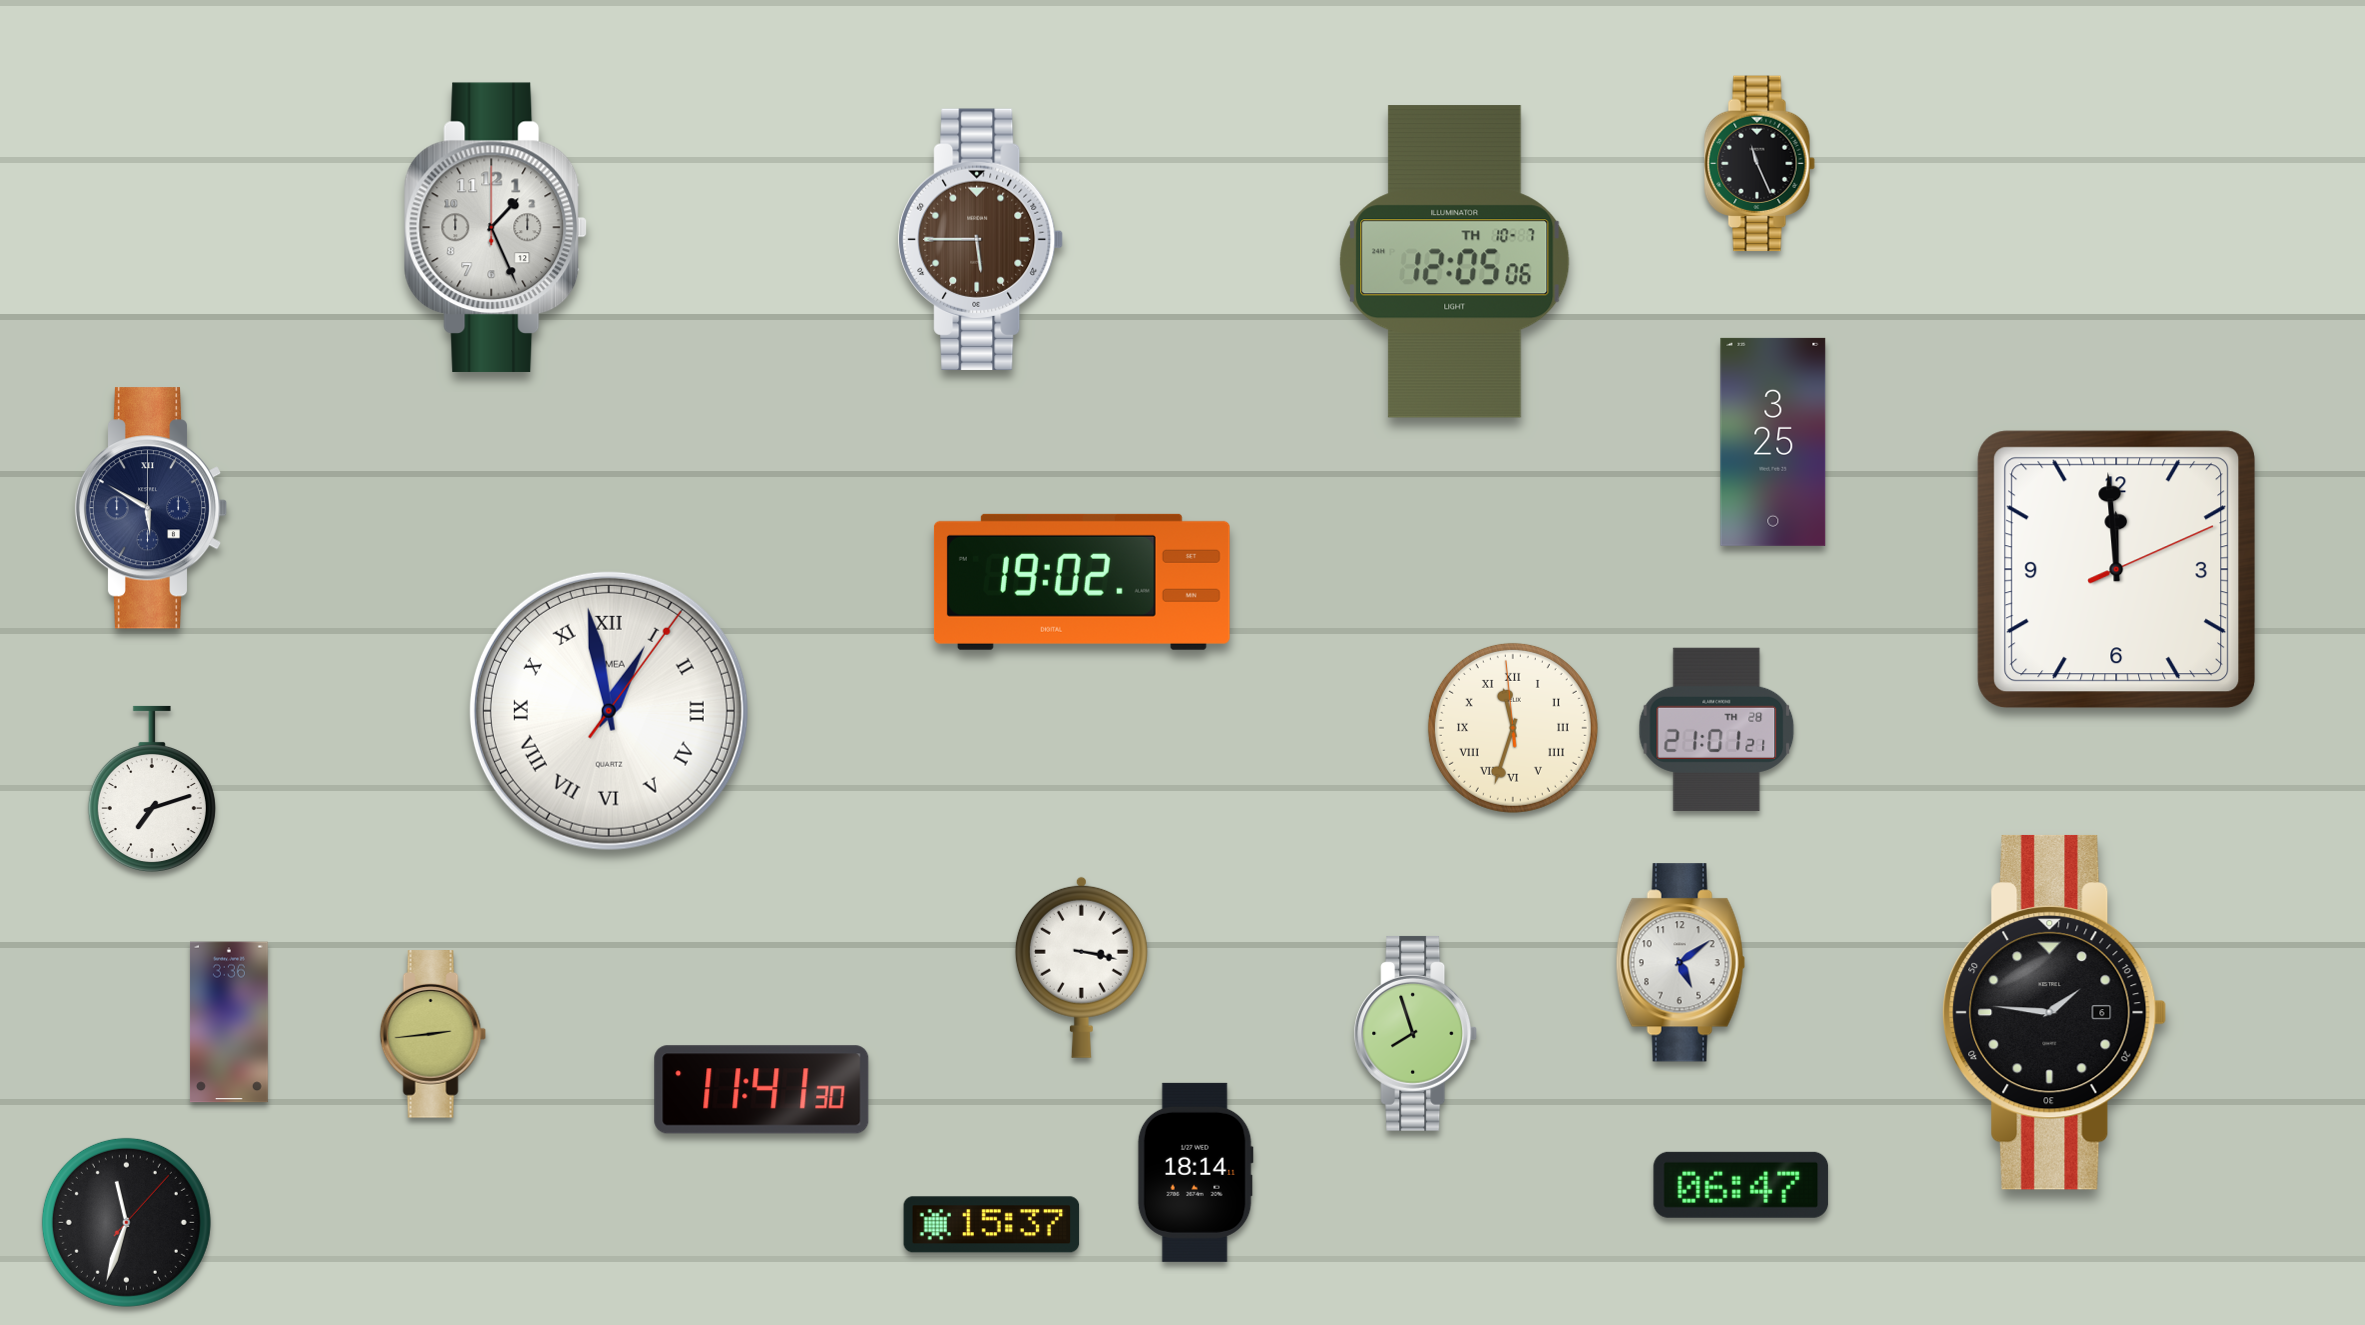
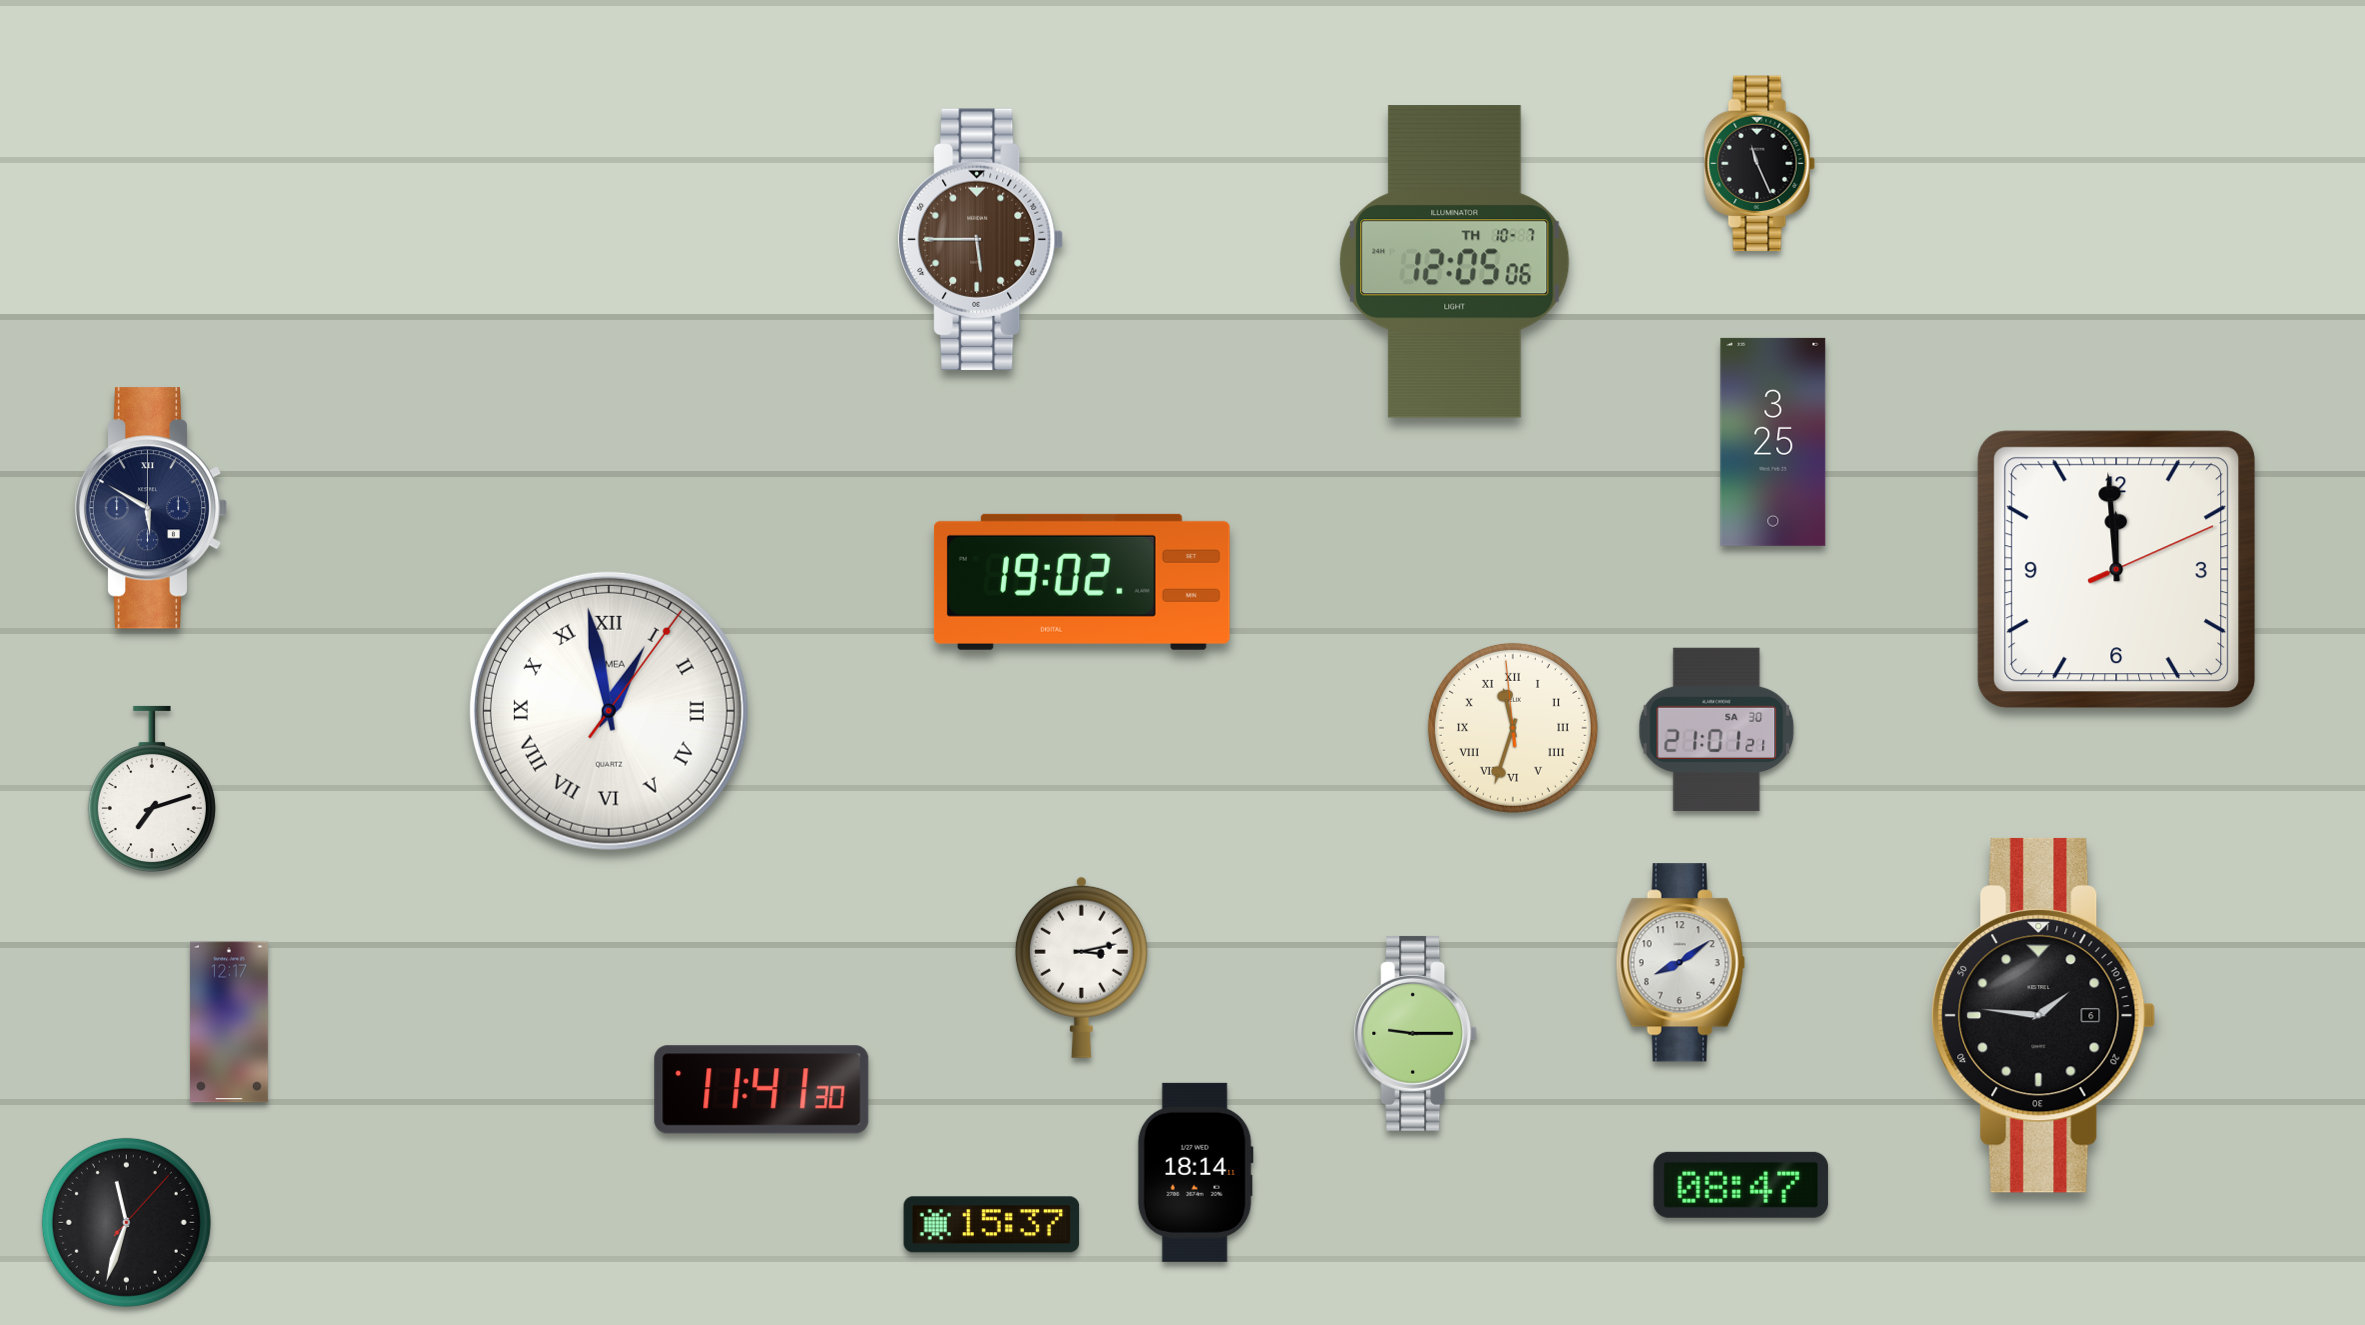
clock at (496, 227): 1:26 -> none
clock at (1717, 729) date: TH 28 -> SA 30
clock at (1680, 963): 5:09 -> 8:09
clock at (1081, 967): 3:17 -> 3:13
clock at (2055, 1012) position: (2055, 1012) -> (2044, 1015)
clock at (229, 1022): 3:36 -> 12:17
clock at (1416, 1033): 7:57 -> 9:15
clock at (433, 1034): 2:44 -> none
clock at (1741, 1185): 06:47 -> 08:47
